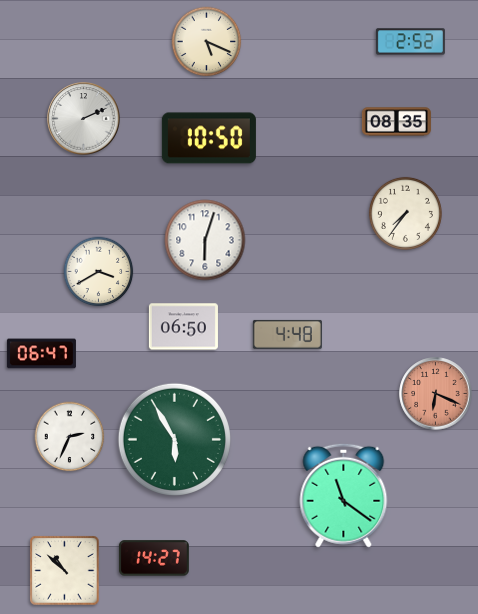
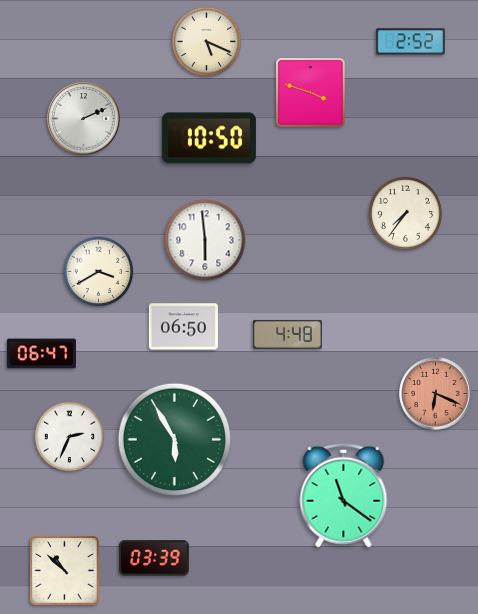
clock at (311, 93): none -> 3:48
clock at (396, 122): 08:35 -> none
clock at (205, 240): 6:03 -> 5:59
clock at (154, 558): 14:27 -> 03:39
